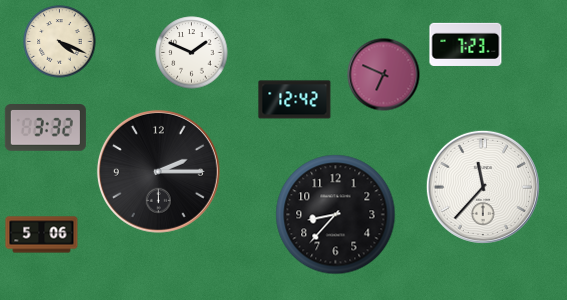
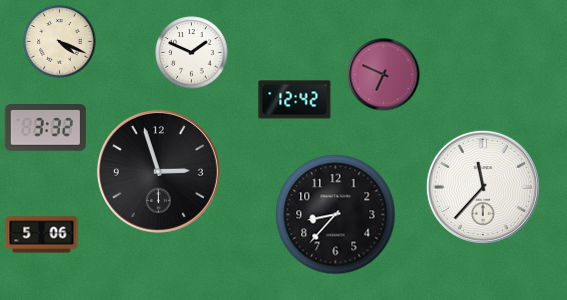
clock at (466, 44): 7:23 -> none
clock at (158, 171): 2:15 -> 2:57
